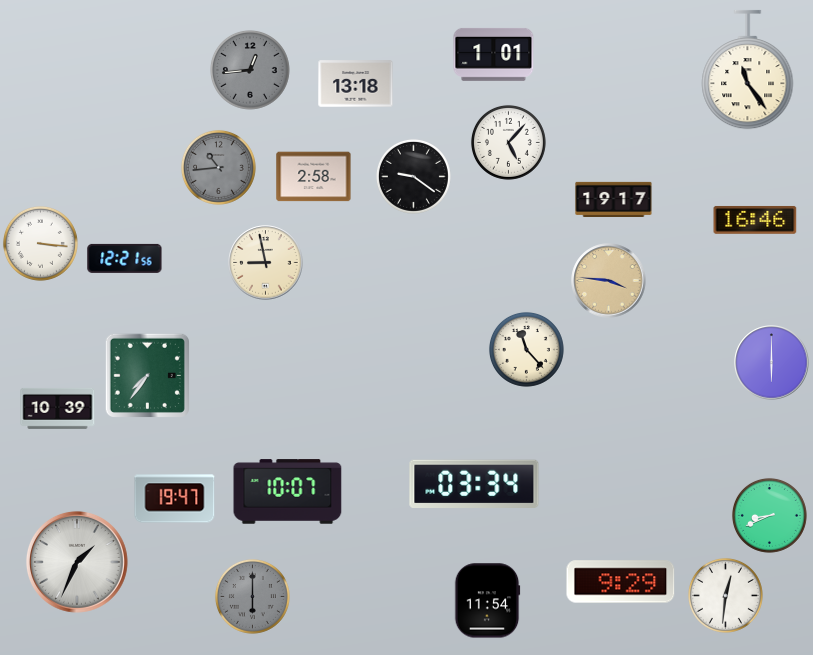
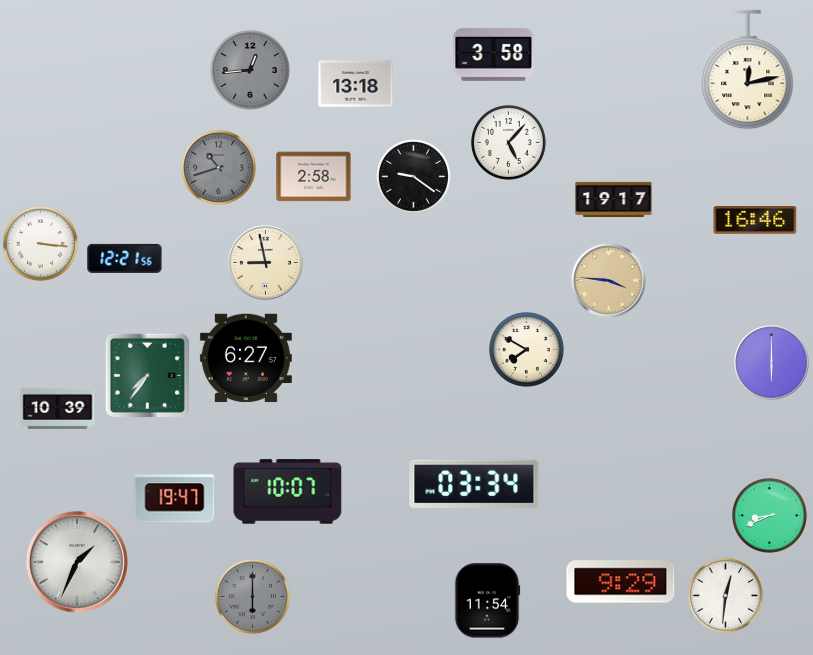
clock at (494, 54): 1:01 -> 3:58
clock at (748, 70): 11:24 -> 12:13
clock at (218, 167): 10:44 -> 10:42
clock at (526, 349): 11:23 -> 7:50
clock at (246, 358): none -> 6:27
